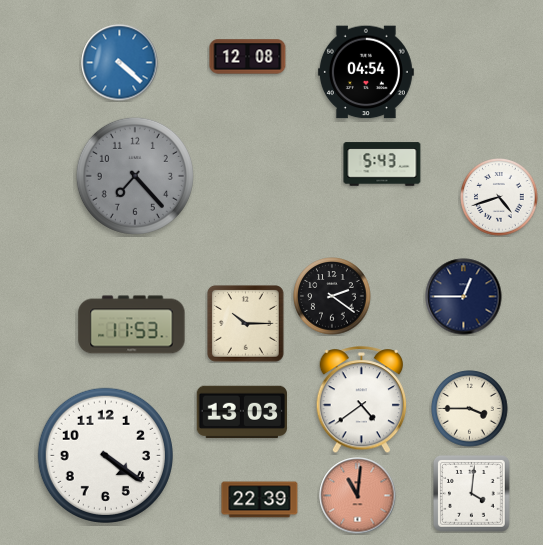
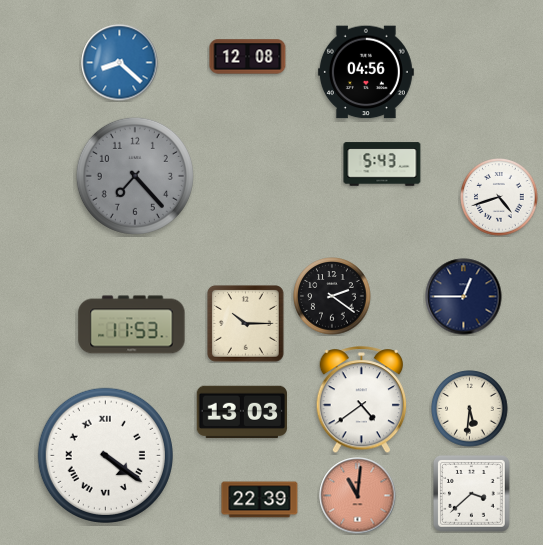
clock at (120, 63): 4:22 -> 8:22
clock at (366, 72): 04:54 -> 04:56
clock at (470, 409): 3:45 -> 5:31
clock at (105, 455) numerals: Arabic -> Roman
clock at (472, 494): 4:01 -> 3:38
